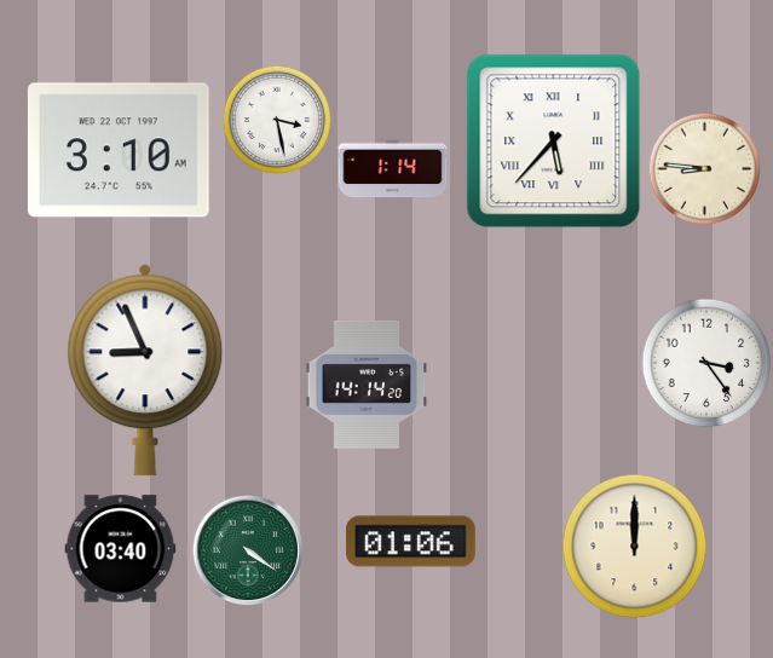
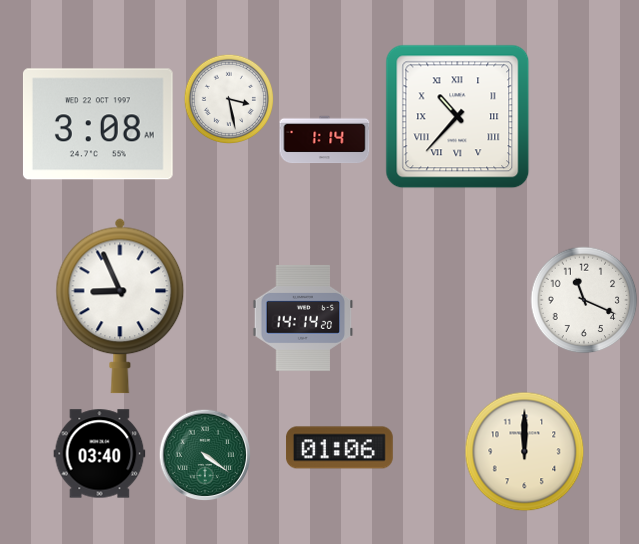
clock at (554, 142): 5:37 -> 10:37
clock at (119, 150): 3:10 -> 3:08
clock at (704, 168): 8:46 -> none
clock at (706, 363): 3:24 -> 11:19
